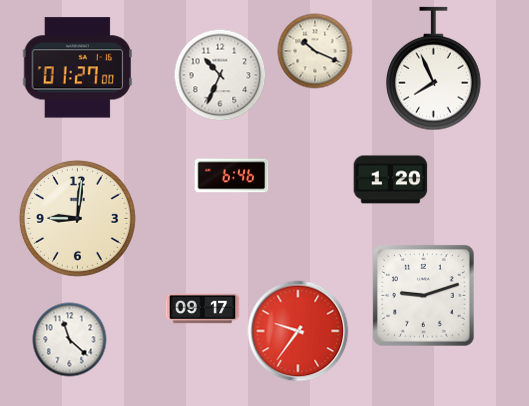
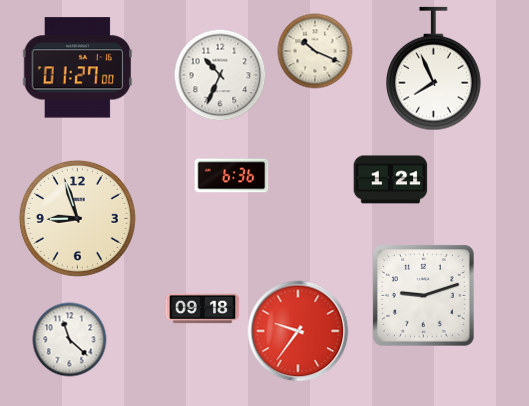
clock at (232, 176): 6:46 -> 6:36
clock at (391, 180): 1:20 -> 1:21
clock at (77, 218): 9:01 -> 8:57
clock at (203, 309): 09:17 -> 09:18
